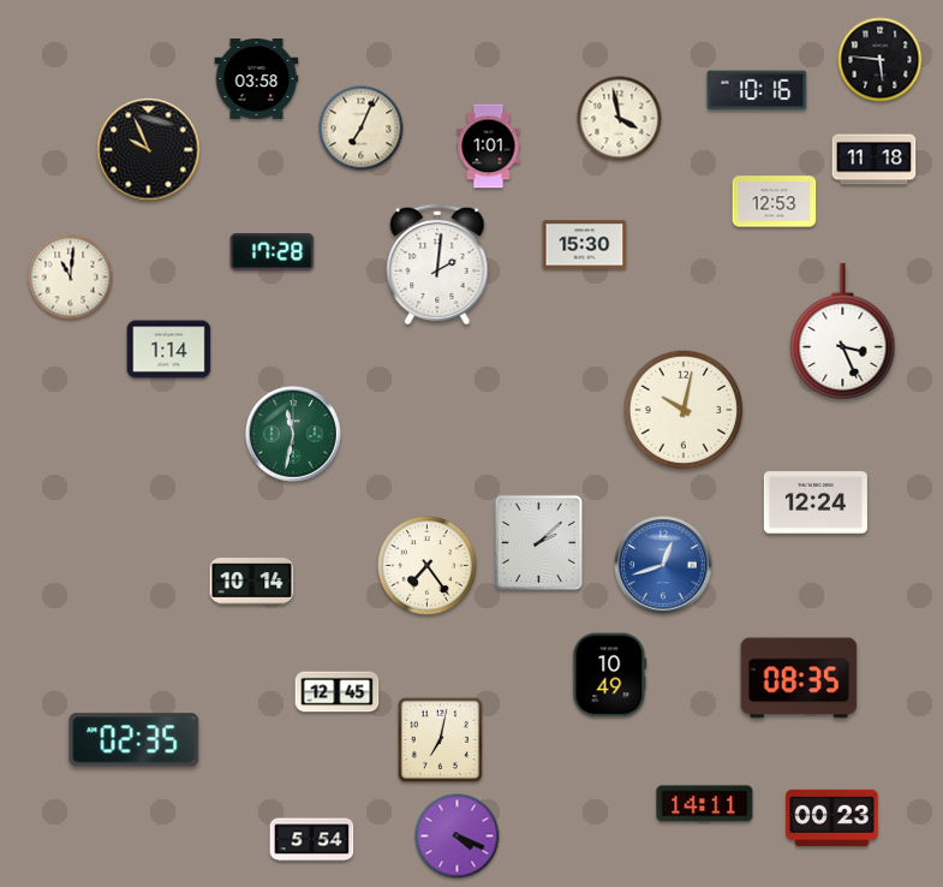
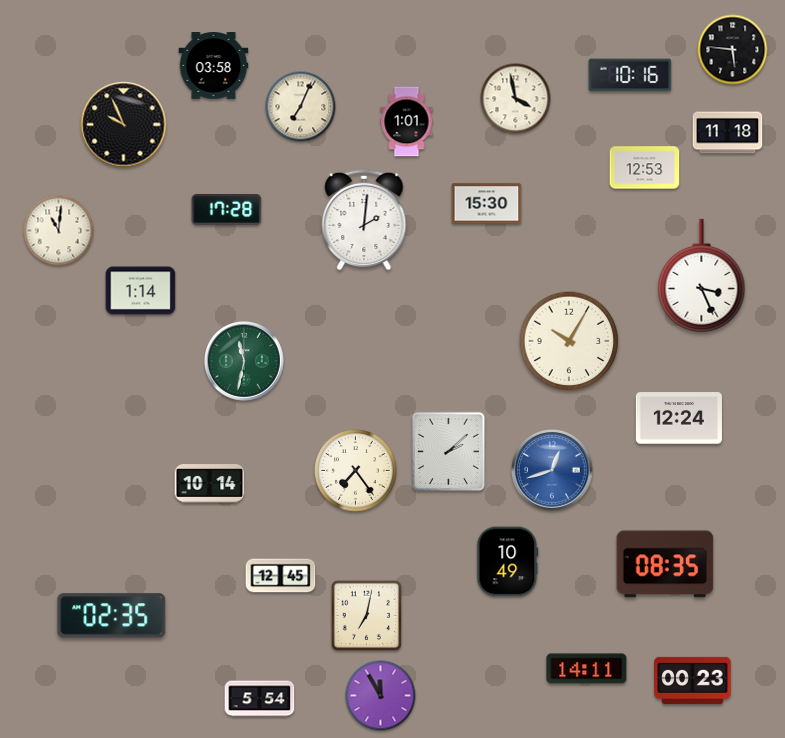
clock at (684, 410): 10:02 -> 10:05
clock at (458, 837): 4:19 -> 11:55
